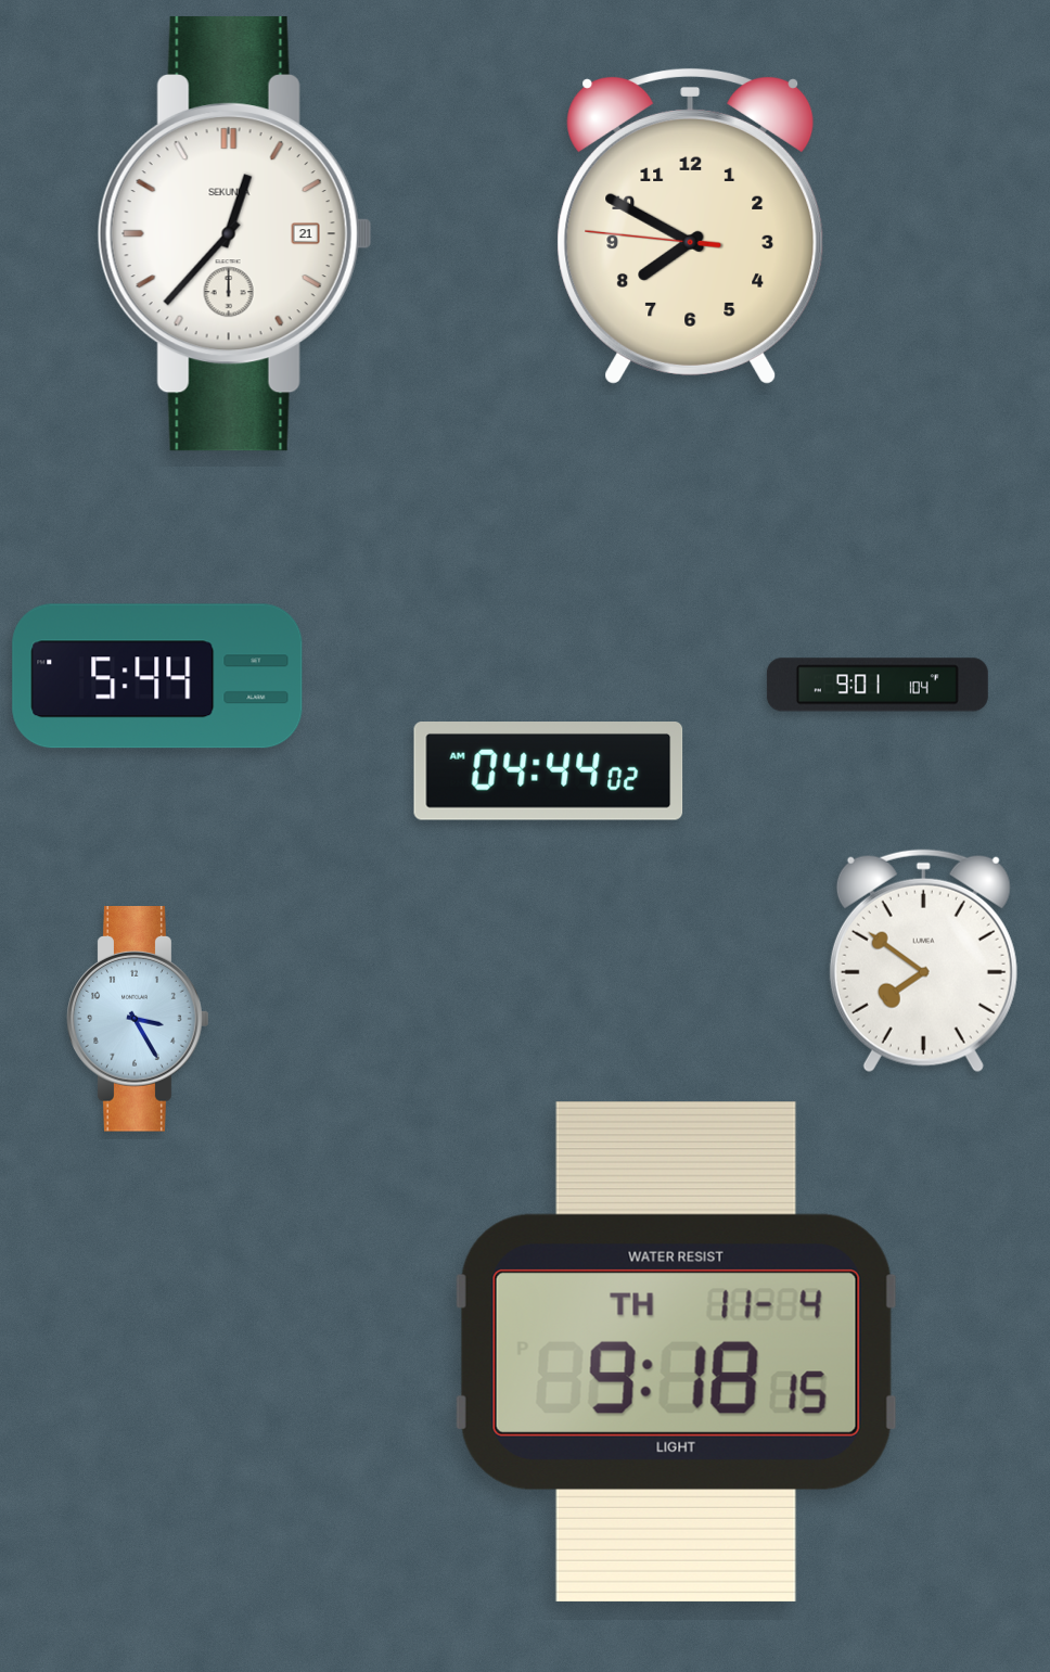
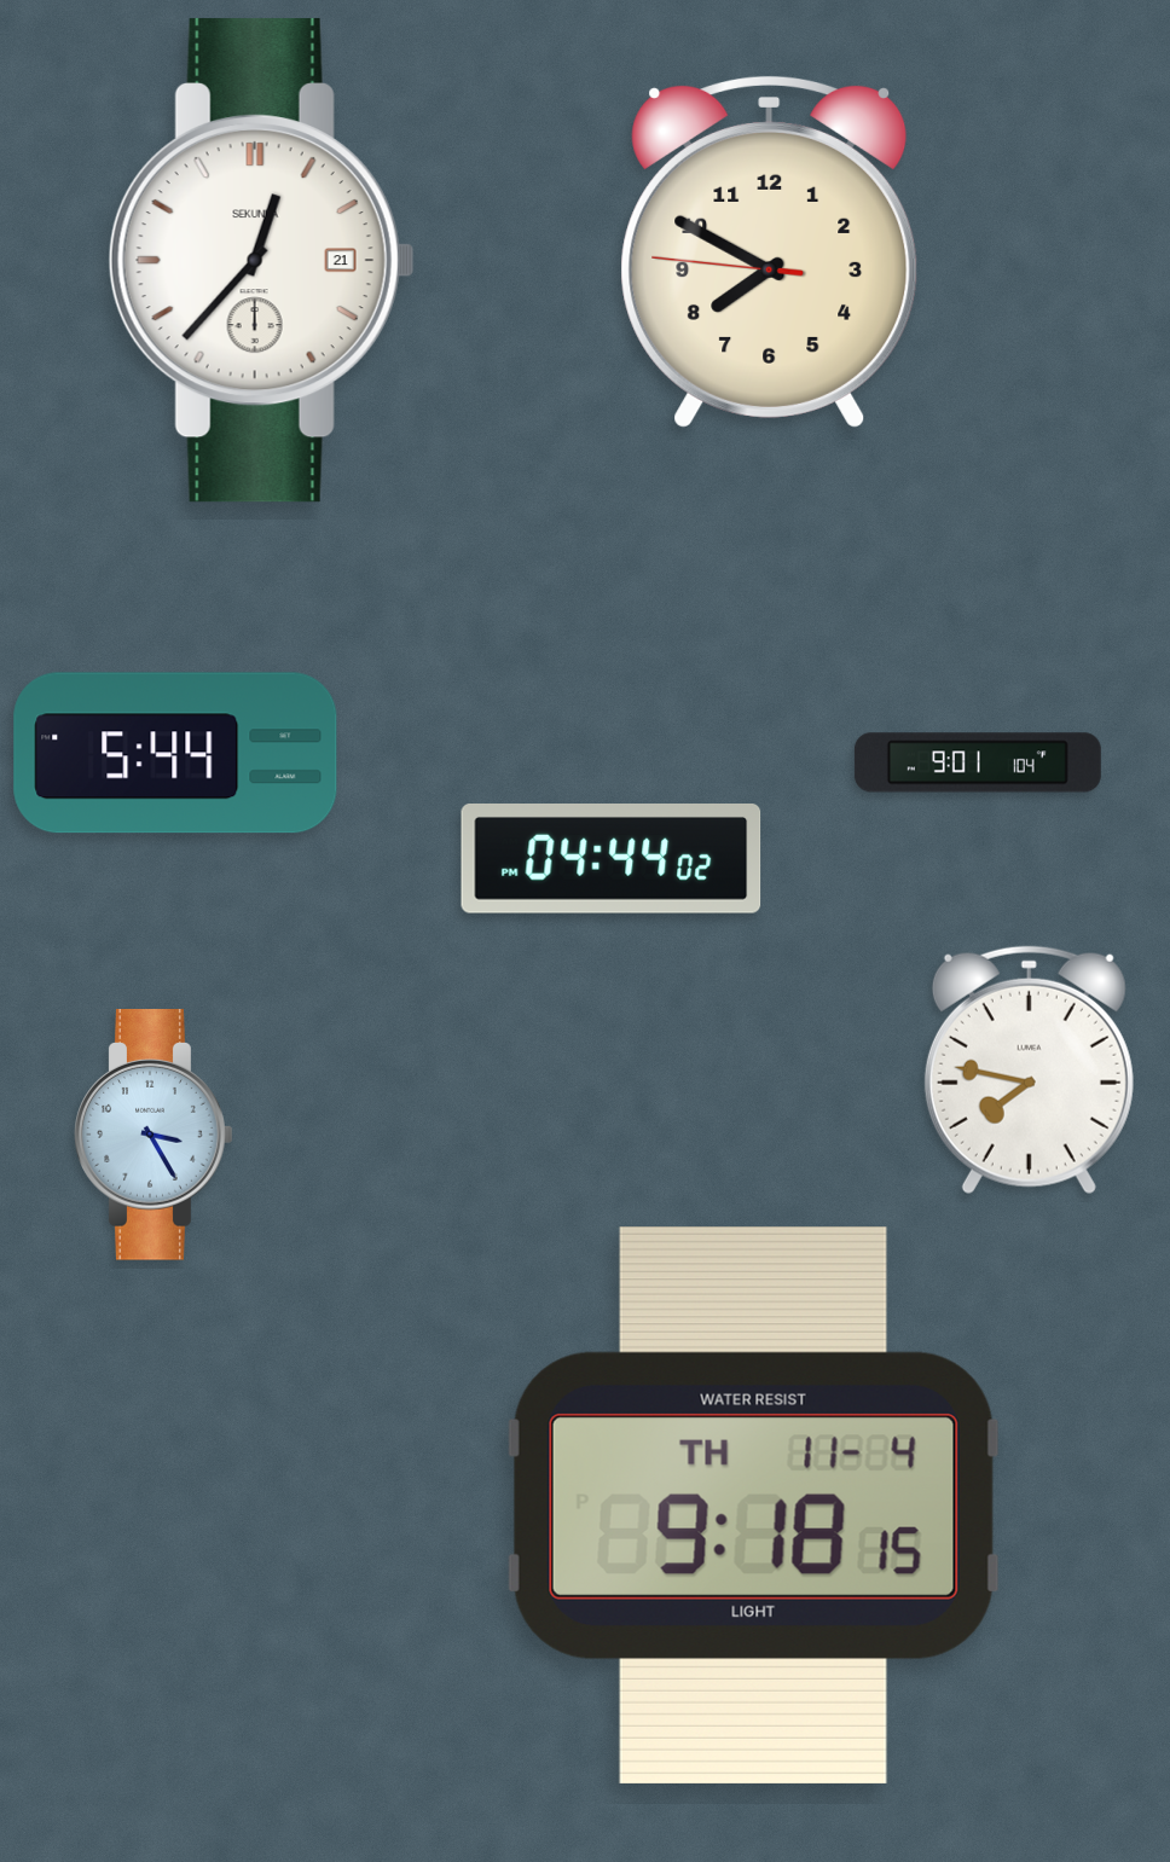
clock at (549, 771): 04:44:02 AM -> 04:44:02 PM
clock at (923, 961): 7:51 -> 7:47
